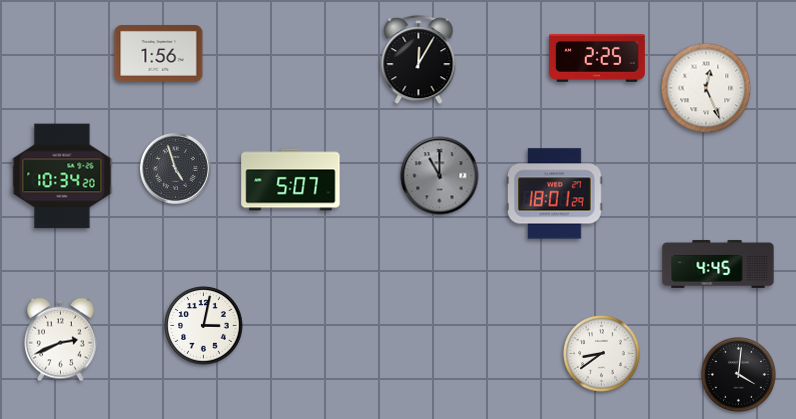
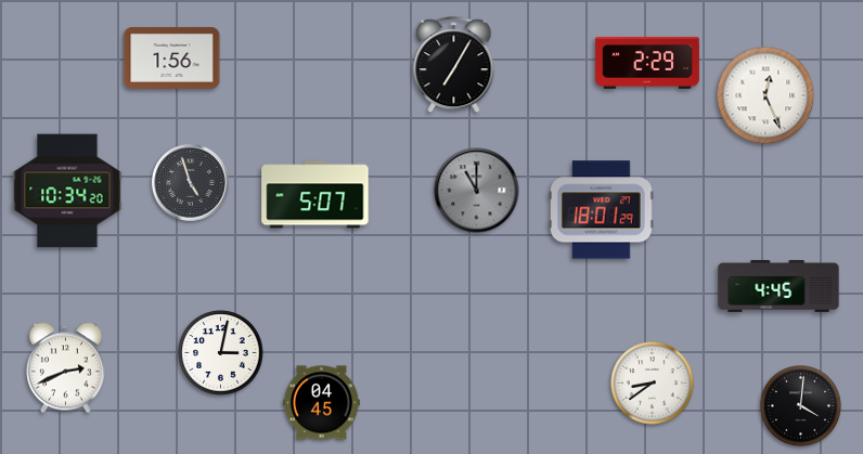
clock at (597, 58): 2:25 -> 2:29
clock at (419, 60): 12:05 -> 7:05
clock at (322, 403): none -> 04:45
